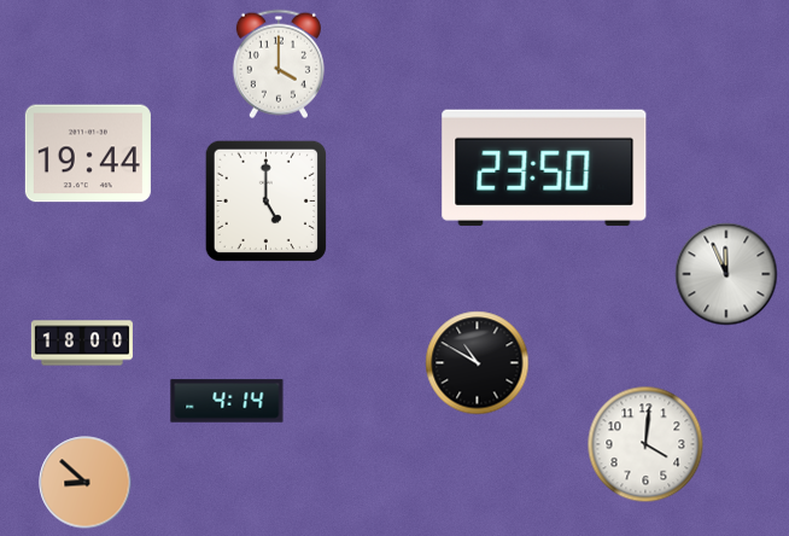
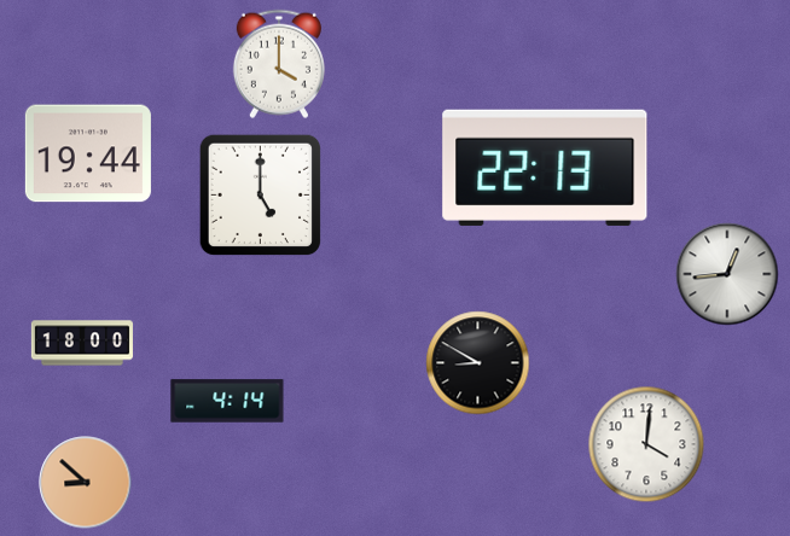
clock at (544, 168): 23:50 -> 22:13
clock at (265, 200) position: (265, 200) -> (260, 194)
clock at (726, 274): 11:56 -> 12:44
clock at (478, 363): 10:50 -> 8:50
